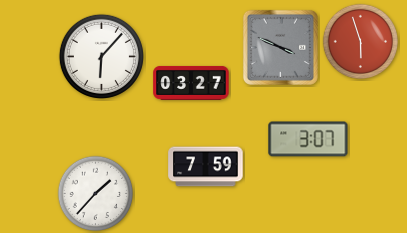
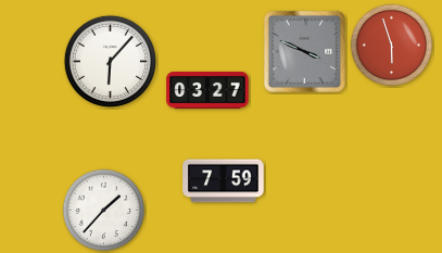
clock at (308, 139): 3:07 -> none
